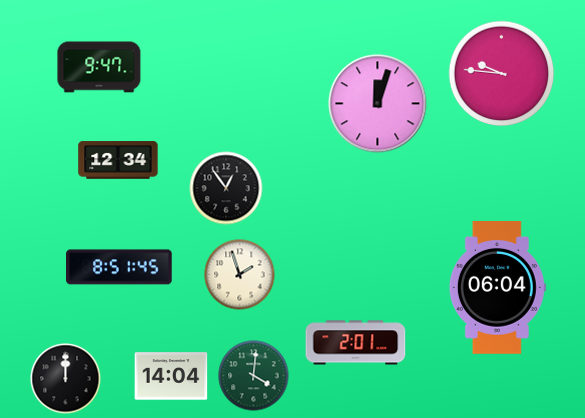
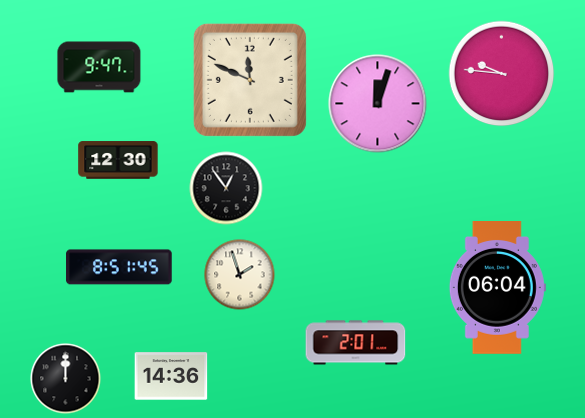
clock at (250, 80): none -> 11:49
clock at (118, 160): 12:34 -> 12:30
clock at (171, 376): 14:04 -> 14:36
clock at (254, 376): 4:01 -> none
